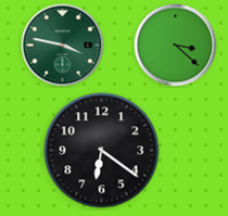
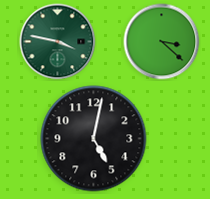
clock at (102, 151): 6:21 -> 5:02
